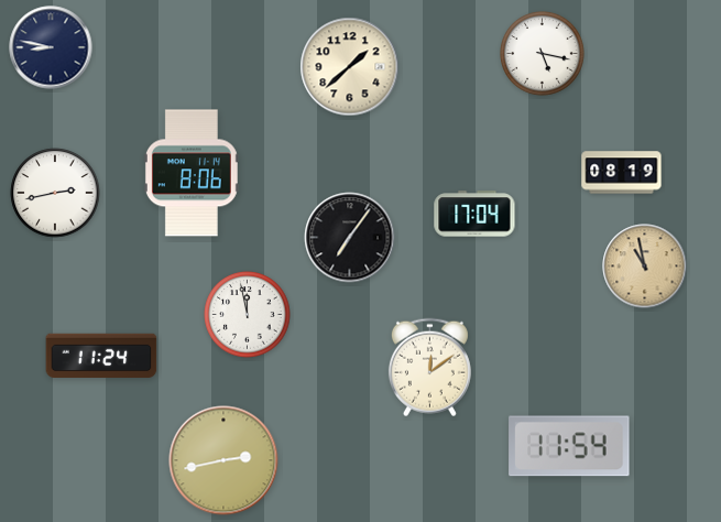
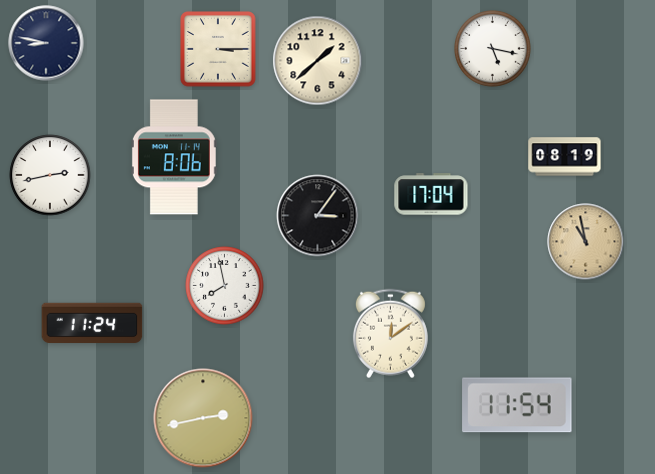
clock at (218, 49): none -> 3:15
clock at (350, 238): 7:06 -> 3:06
clock at (248, 315): 11:58 -> 7:58
